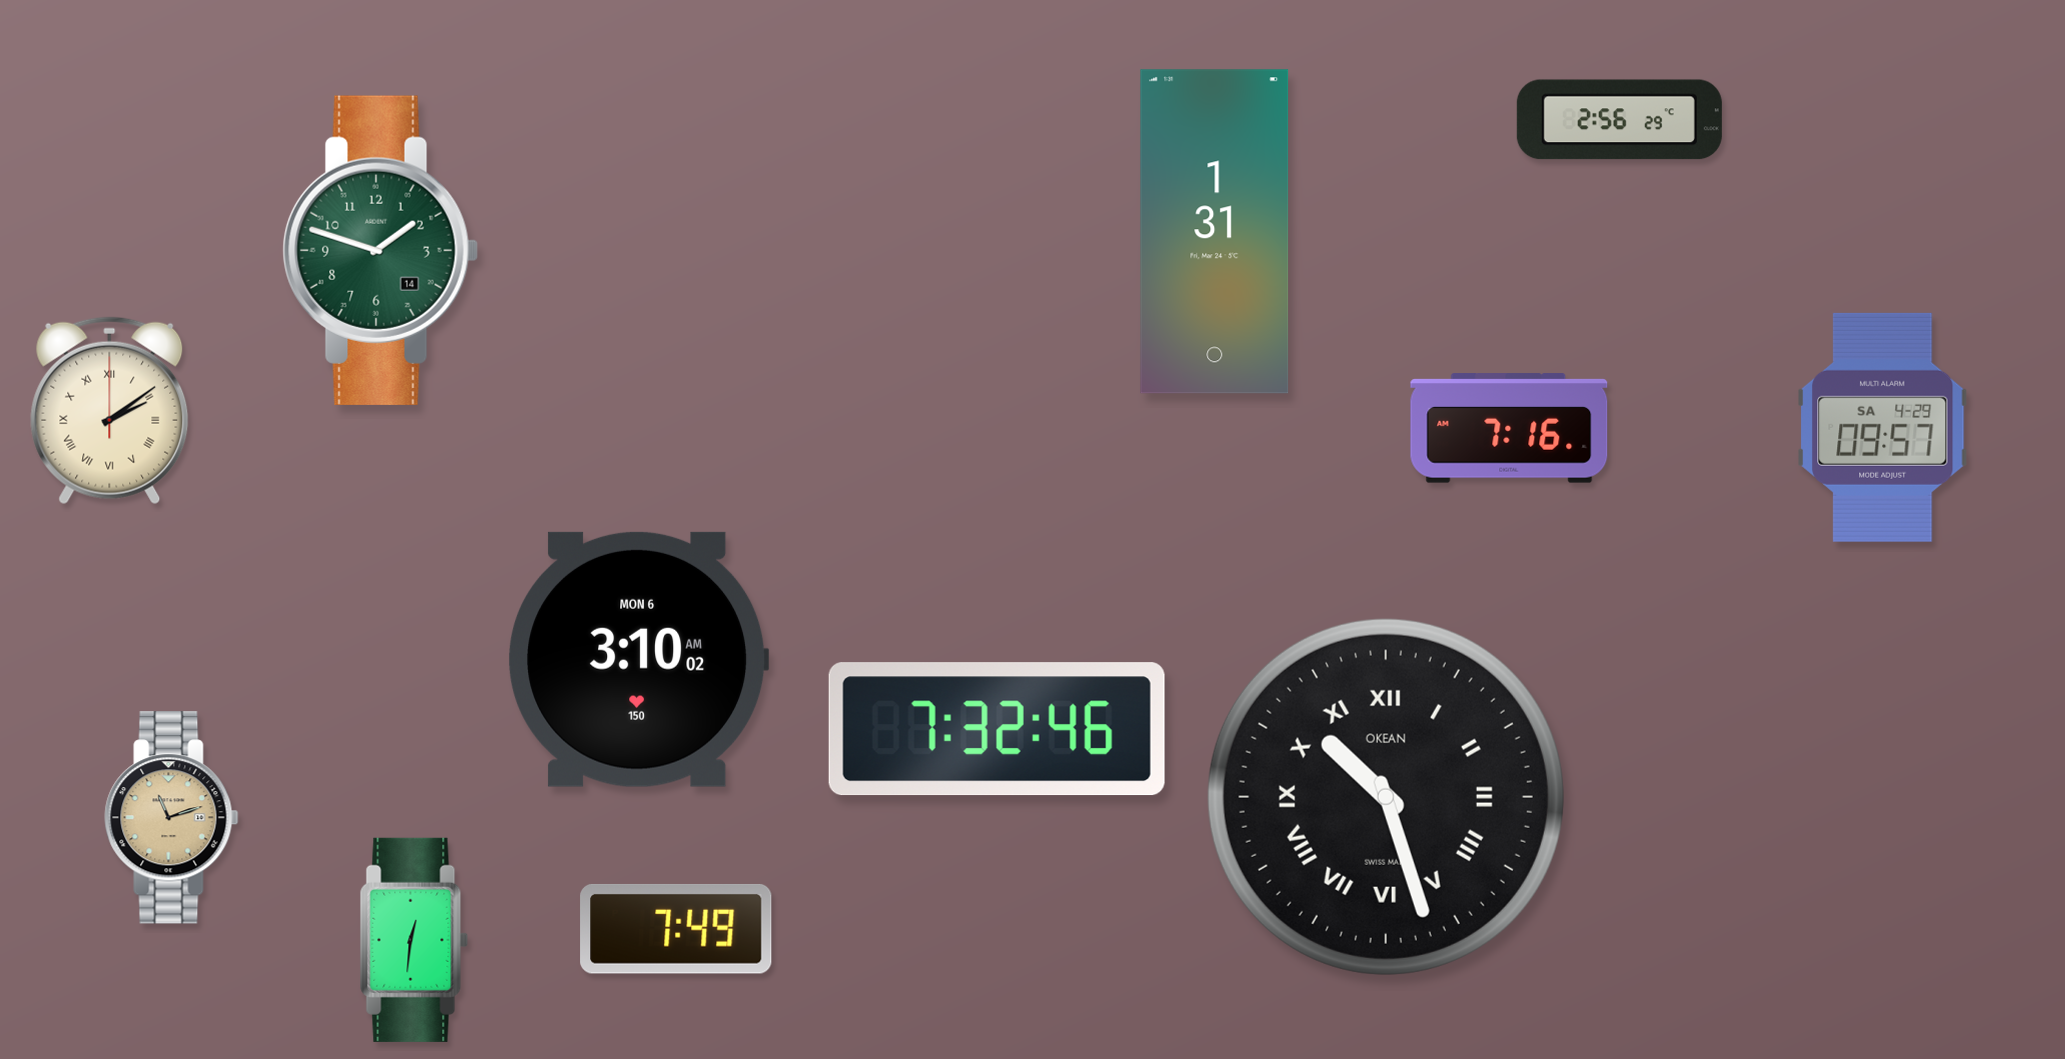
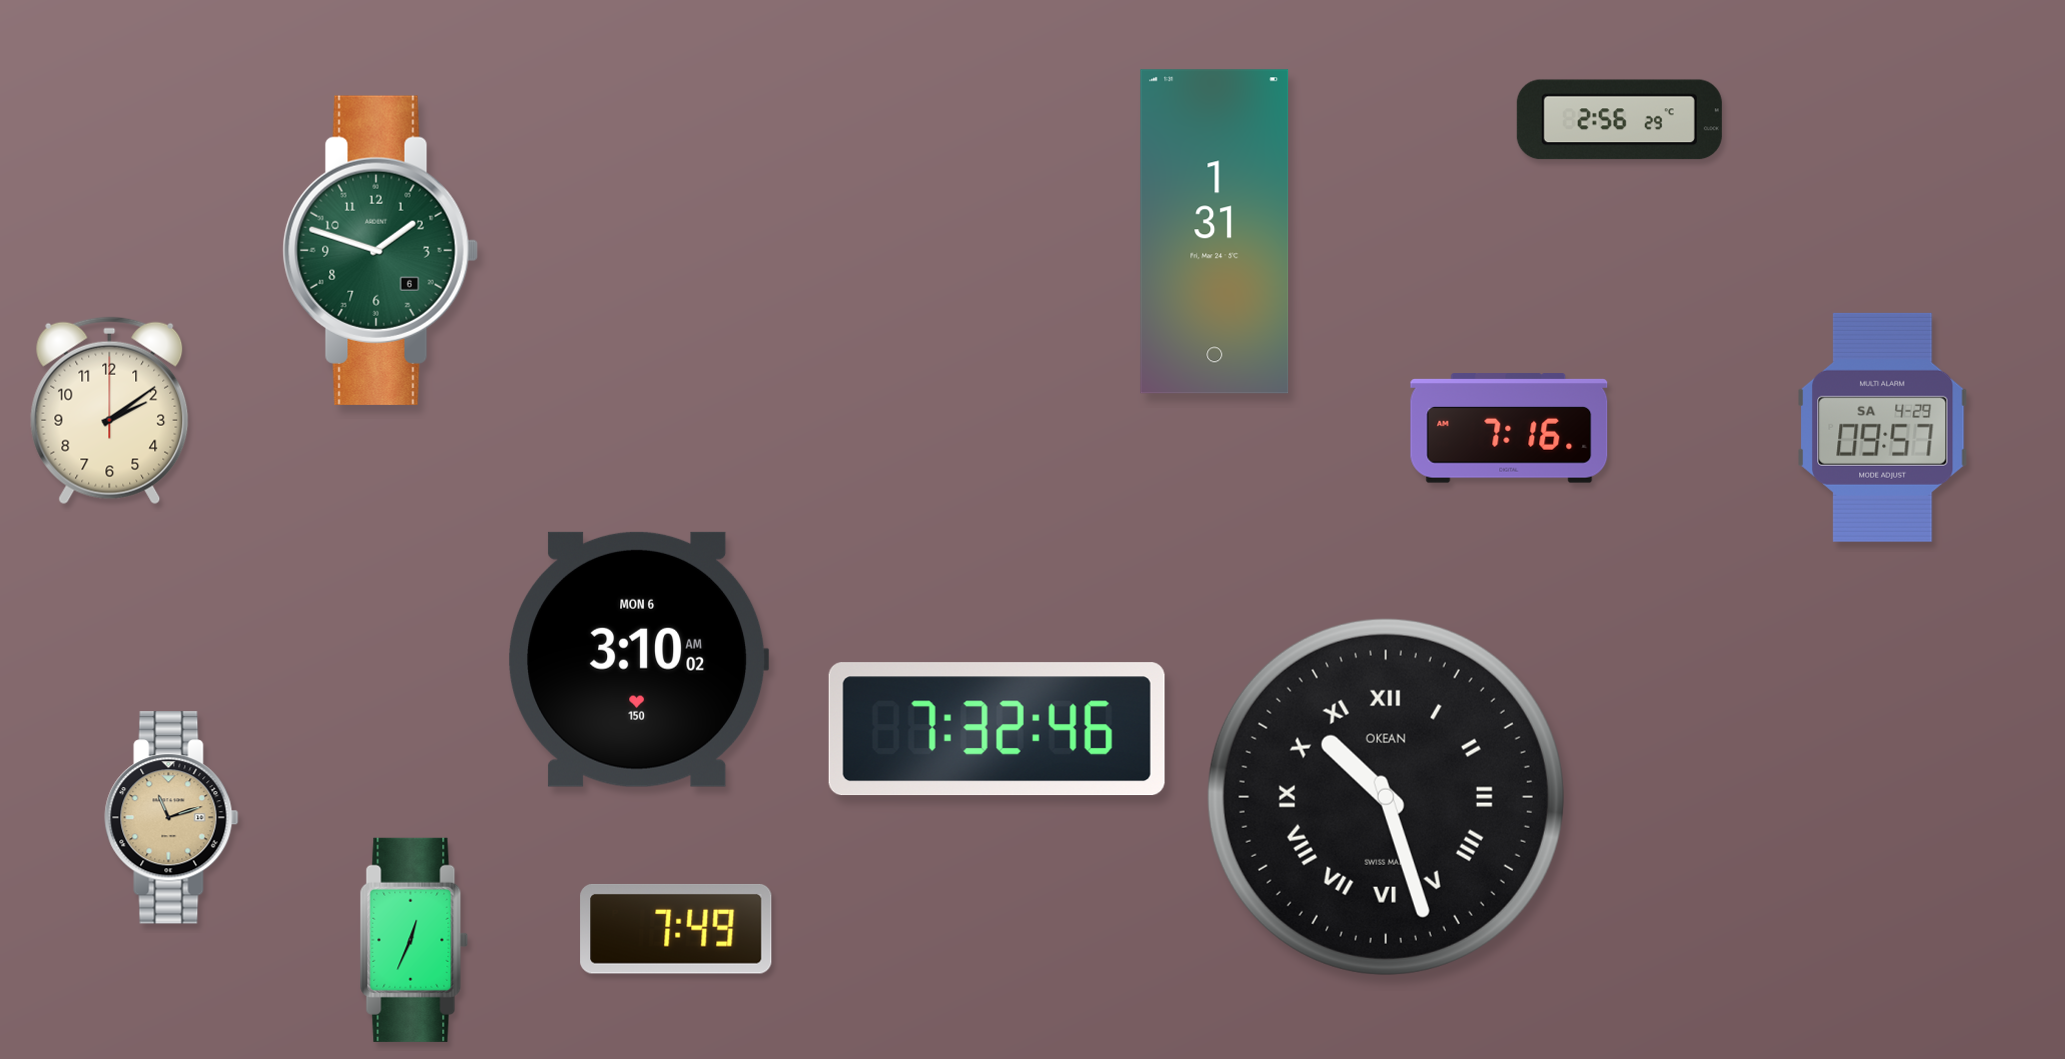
clock at (380, 250) date: 14 -> 6
clock at (110, 411) numerals: Roman -> Arabic
clock at (414, 940): 12:31 -> 12:34
